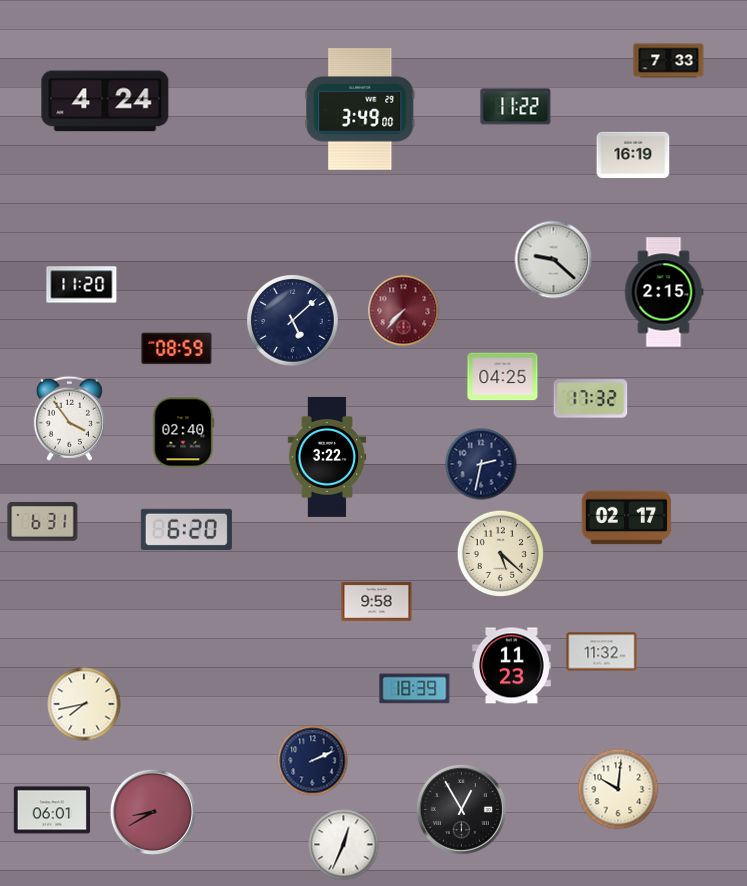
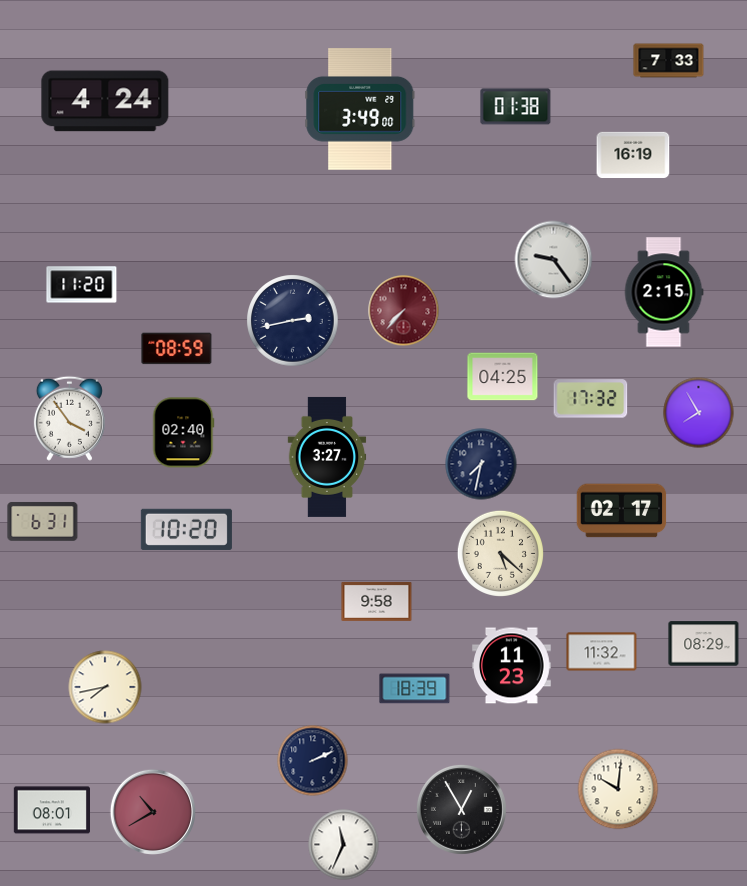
clock at (516, 107): 11:22 -> 01:38
clock at (554, 260): 9:22 -> 9:24
clock at (293, 321): 5:08 -> 2:43
clock at (699, 413): none -> 7:55
clock at (327, 457): 3:22 -> 3:27
clock at (481, 464): 2:32 -> 7:32
clock at (627, 518) position: (627, 518) -> (622, 511)
clock at (186, 529): 6:20 -> 10:20
clock at (704, 644): none -> 08:29
clock at (84, 704) position: (84, 704) -> (105, 687)
clock at (51, 810): 06:01 -> 08:01
clock at (153, 812): 8:40 -> 10:40
clock at (344, 845): 12:34 -> 11:34
